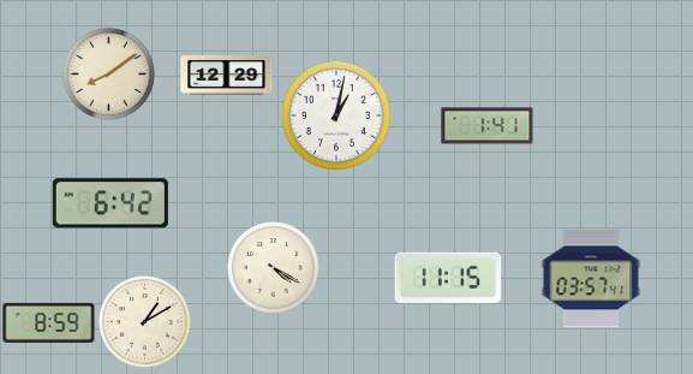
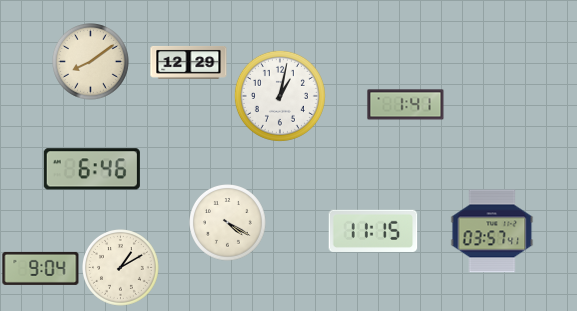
clock at (110, 203): 6:42 -> 6:46
clock at (49, 322): 8:59 -> 9:04
